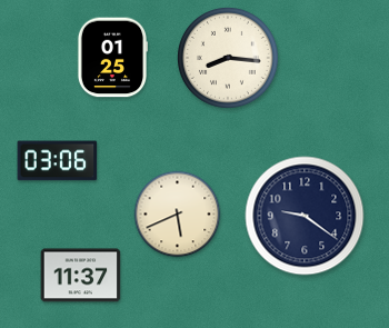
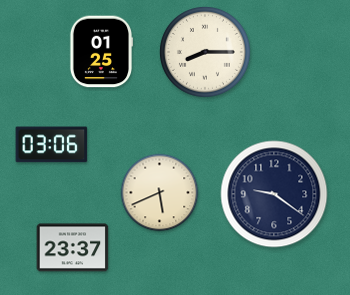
clock at (228, 58): 8:16 -> 8:15
clock at (81, 276): 11:37 -> 23:37
